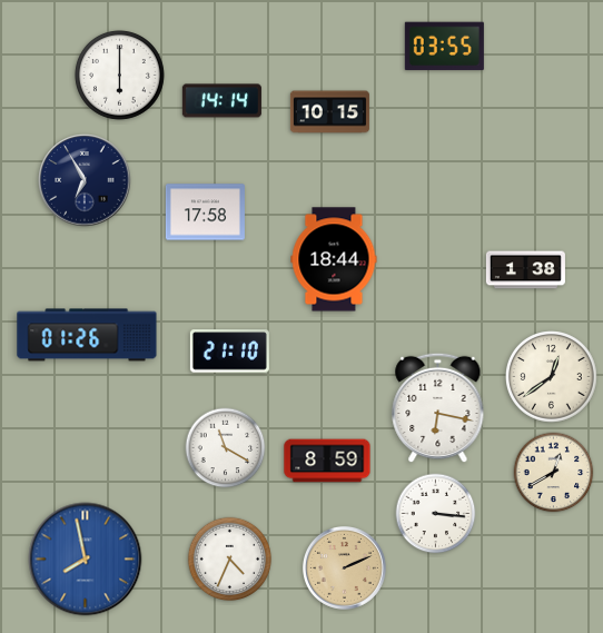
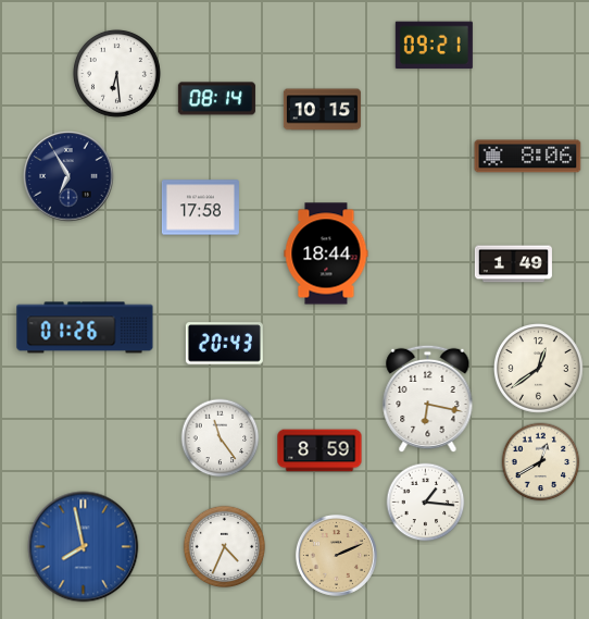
clock at (444, 47): 03:55 -> 09:21
clock at (119, 75): 6:00 -> 6:29
clock at (221, 101): 14:14 -> 08:14
clock at (528, 157): none -> 8:06
clock at (85, 180) position: (85, 180) -> (68, 176)
clock at (525, 270): 1:38 -> 1:49
clock at (229, 352): 21:10 -> 20:43
clock at (226, 448): 11:20 -> 11:24
clock at (436, 514): 3:16 -> 1:16
